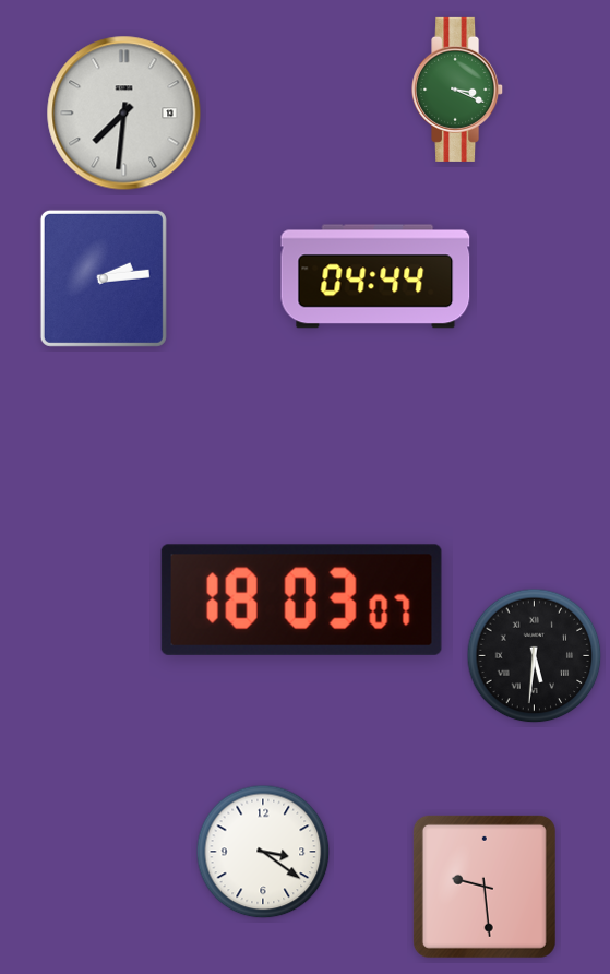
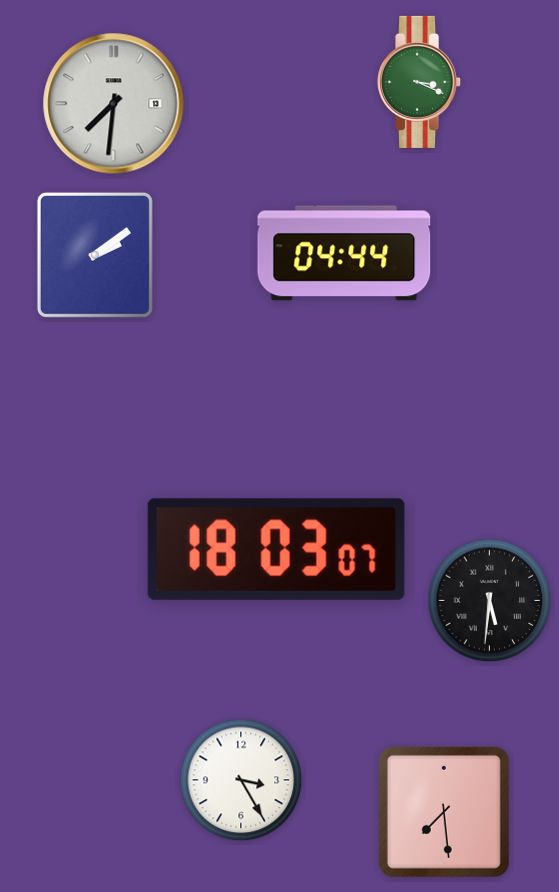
clock at (104, 278): 2:14 -> 2:09
clock at (263, 852): 3:21 -> 3:25
clock at (485, 887): 9:29 -> 7:29
